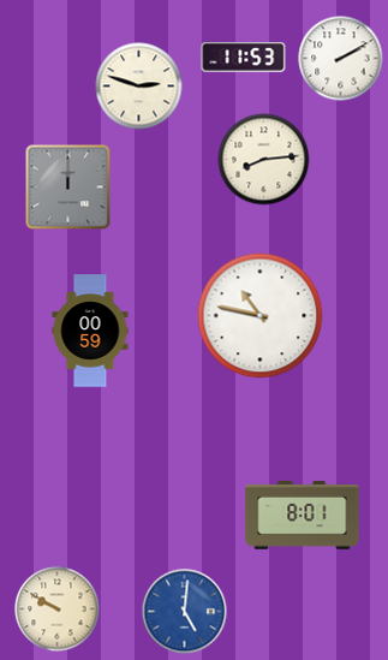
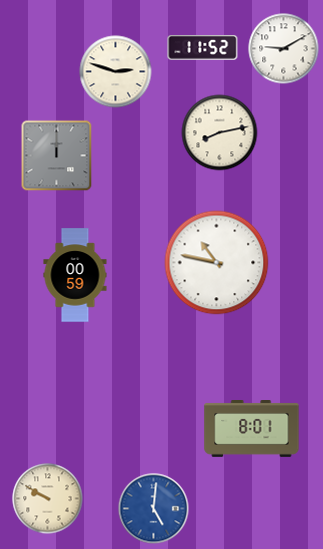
clock at (244, 58): 11:53 -> 11:52
clock at (341, 59): 2:10 -> 9:10
clock at (264, 160): 8:14 -> 8:13
clock at (58, 610) position: (58, 610) -> (48, 499)
